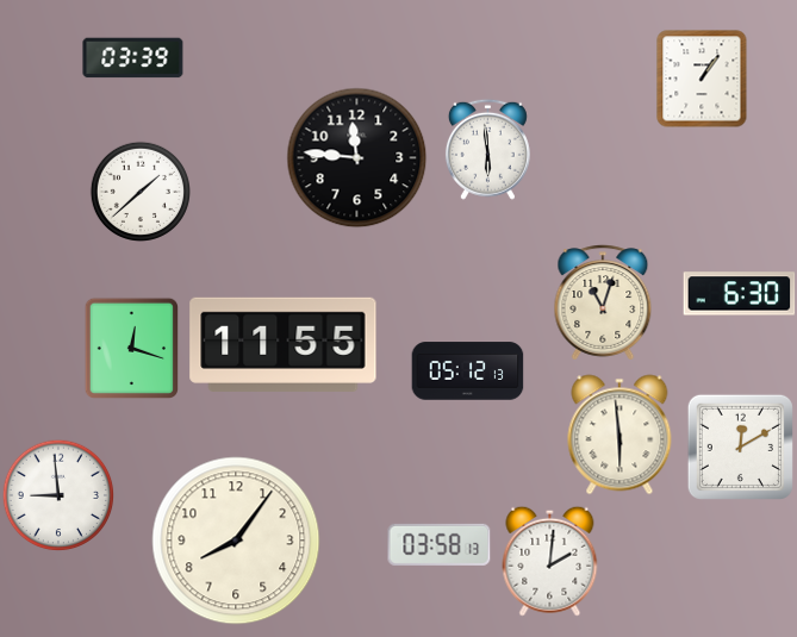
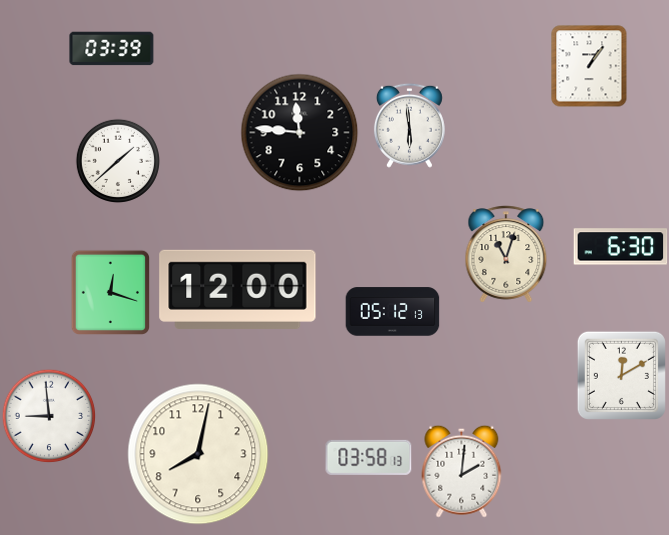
clock at (284, 344): 11:55 -> 12:00
clock at (619, 435): 5:59 -> none
clock at (236, 541): 8:06 -> 8:02
